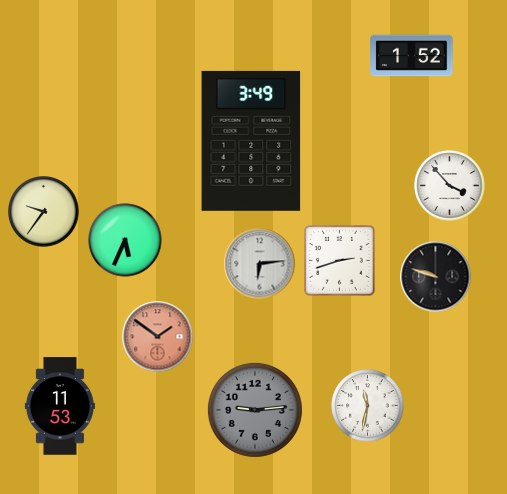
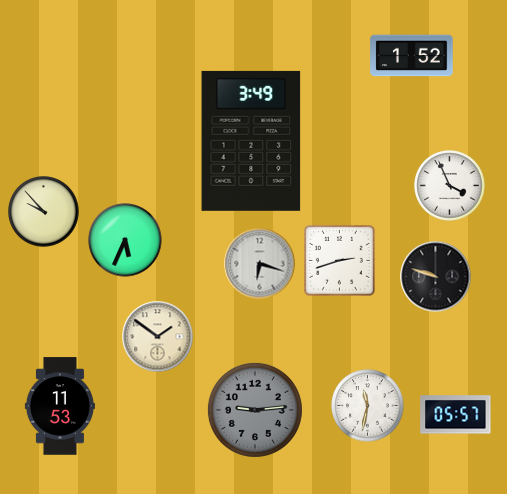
clock at (450, 186): 3:53 -> 3:56
clock at (44, 212): 9:36 -> 9:53
clock at (260, 264): 6:14 -> 6:18
clock at (158, 337) dial: salmon -> cream
clock at (456, 415): none -> 05:57
